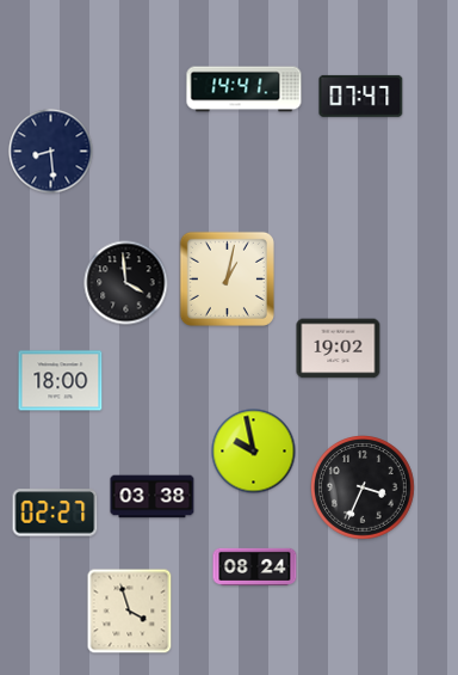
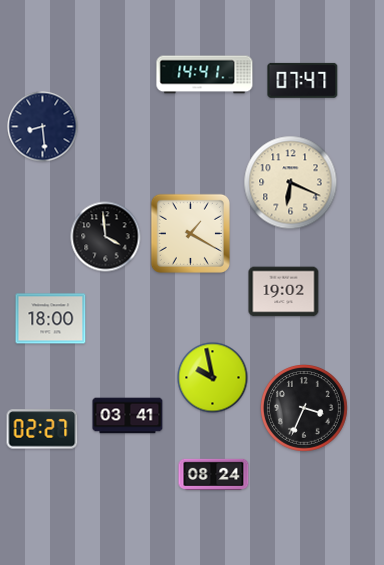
clock at (291, 183): none -> 6:19
clock at (227, 278): 1:02 -> 1:20
clock at (153, 497): 03:38 -> 03:41
clock at (55, 513) position: (55, 513) -> (42, 429)
clock at (130, 612): 3:57 -> none
